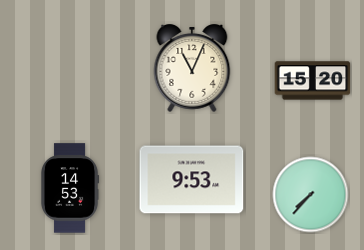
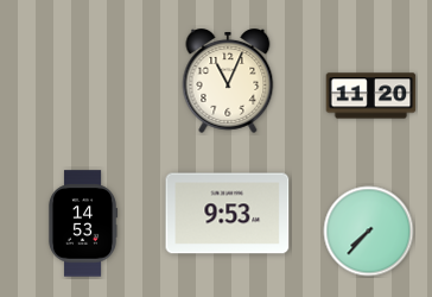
clock at (313, 81): 15:20 -> 11:20
